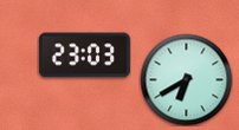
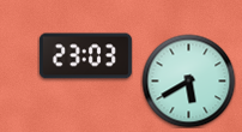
clock at (186, 79): 6:40 -> 5:40
